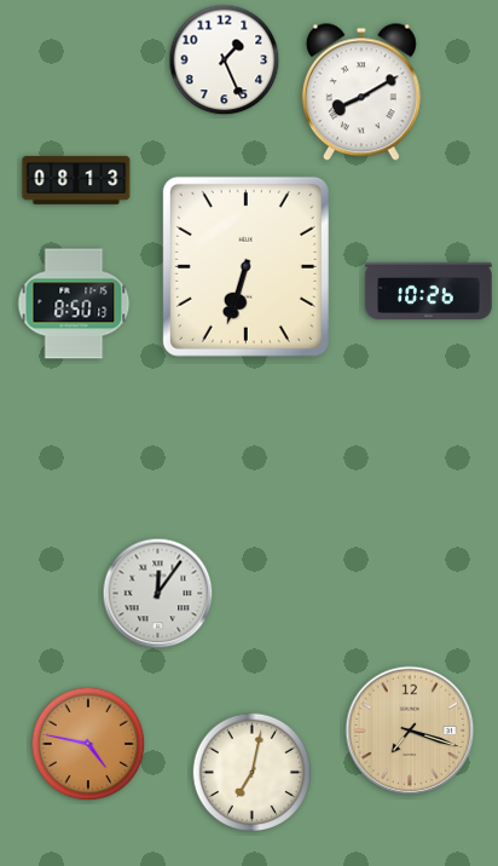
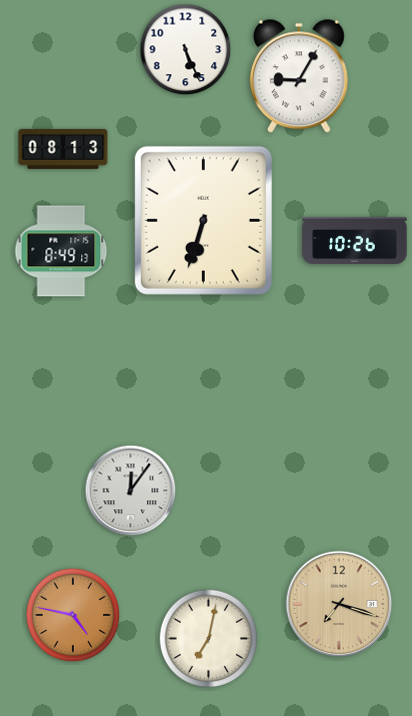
clock at (225, 60): 1:26 -> 5:26
clock at (361, 92): 8:10 -> 9:05
clock at (74, 304): 8:50 -> 8:49
